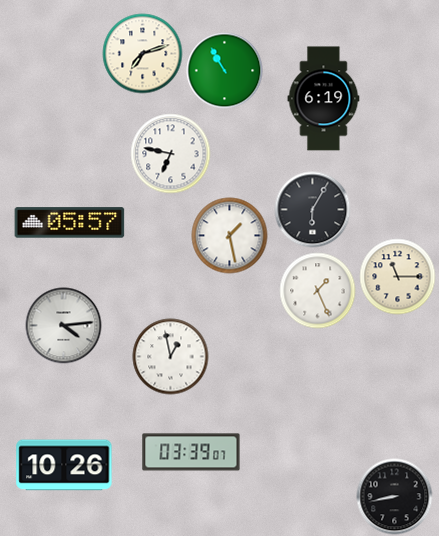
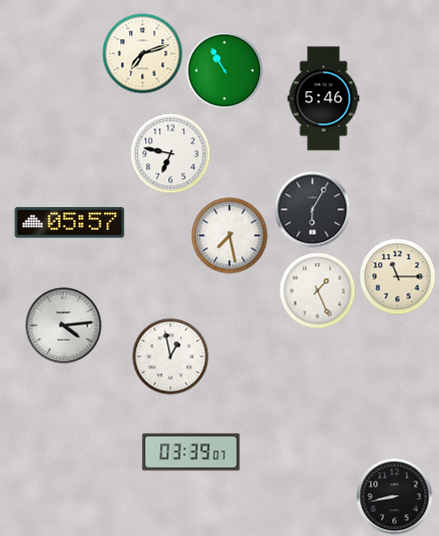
clock at (324, 99): 6:19 -> 5:46
clock at (230, 236): 1:28 -> 7:28
clock at (64, 465): 10:26 -> none
